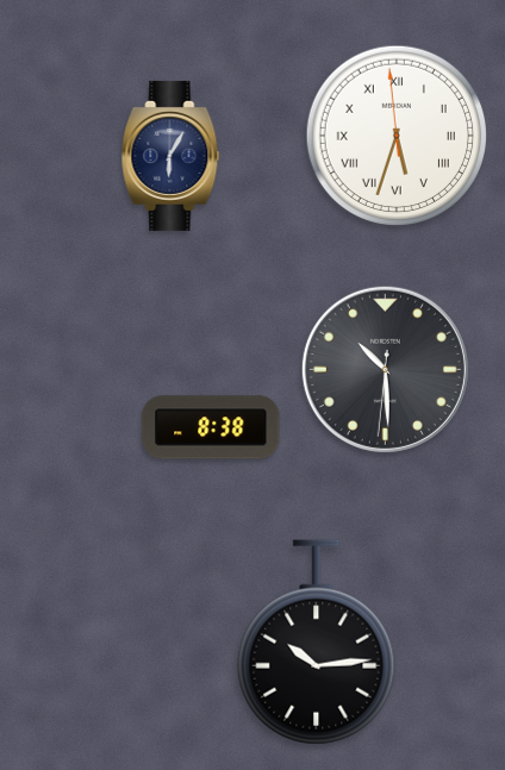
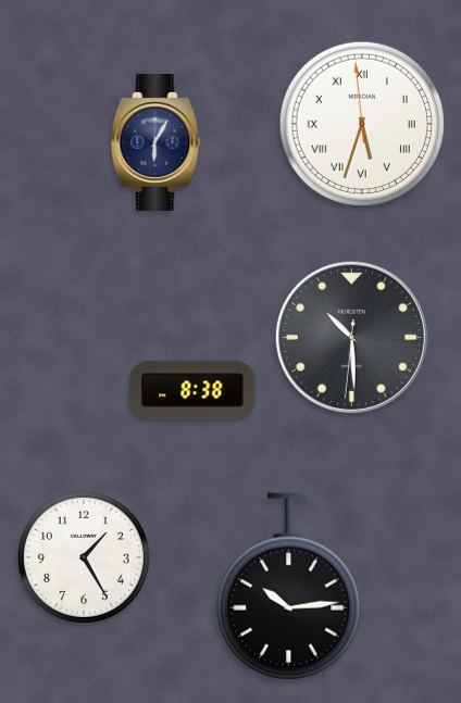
clock at (84, 557): none -> 1:25
